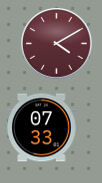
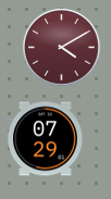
clock at (42, 128): 07:33 -> 07:29
